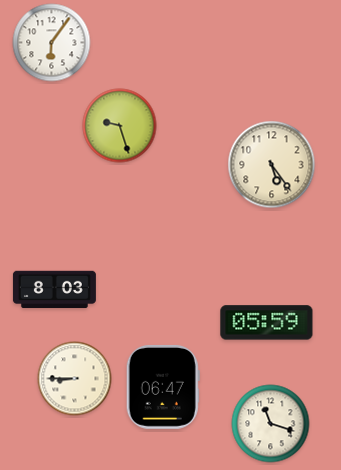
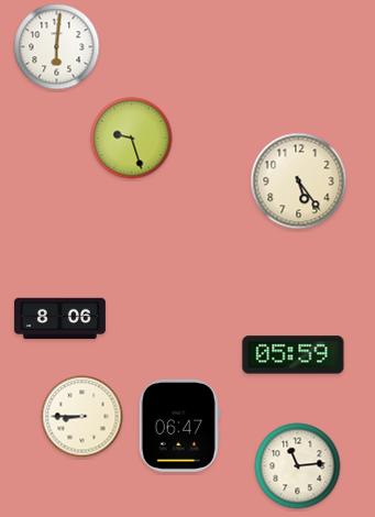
clock at (52, 43): 6:06 -> 6:01
clock at (54, 290): 8:03 -> 8:06
clock at (271, 424): 11:18 -> 11:14
